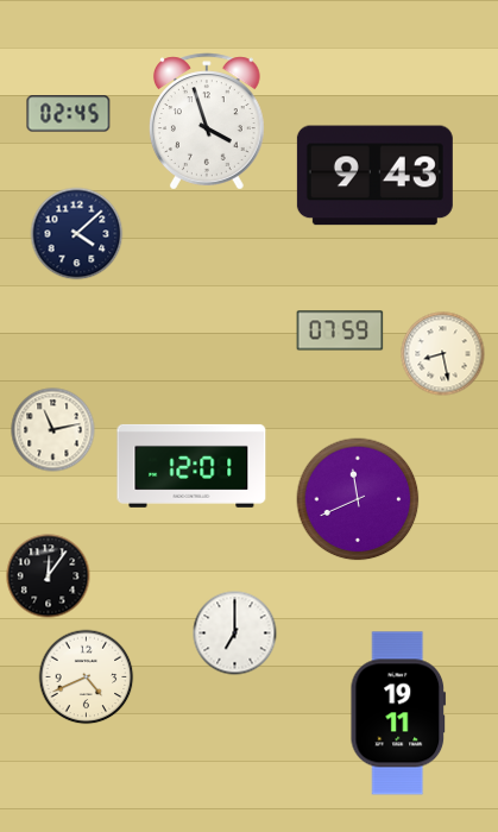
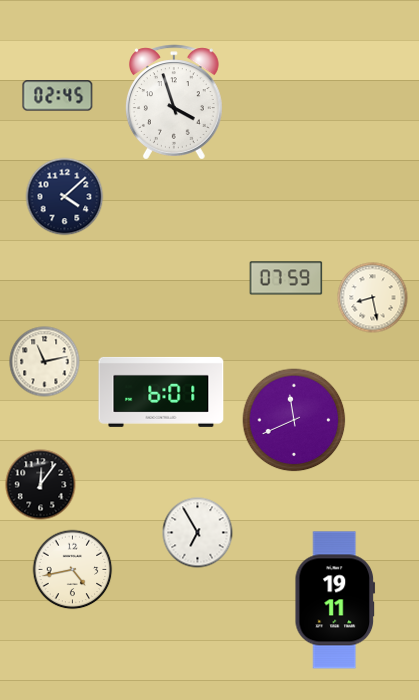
clock at (374, 176): 9:43 -> none
clock at (191, 466): 12:01 -> 6:01
clock at (358, 499) position: (358, 499) -> (294, 420)
clock at (235, 634): 7:00 -> 6:55
clock at (87, 677): 4:41 -> 4:43
